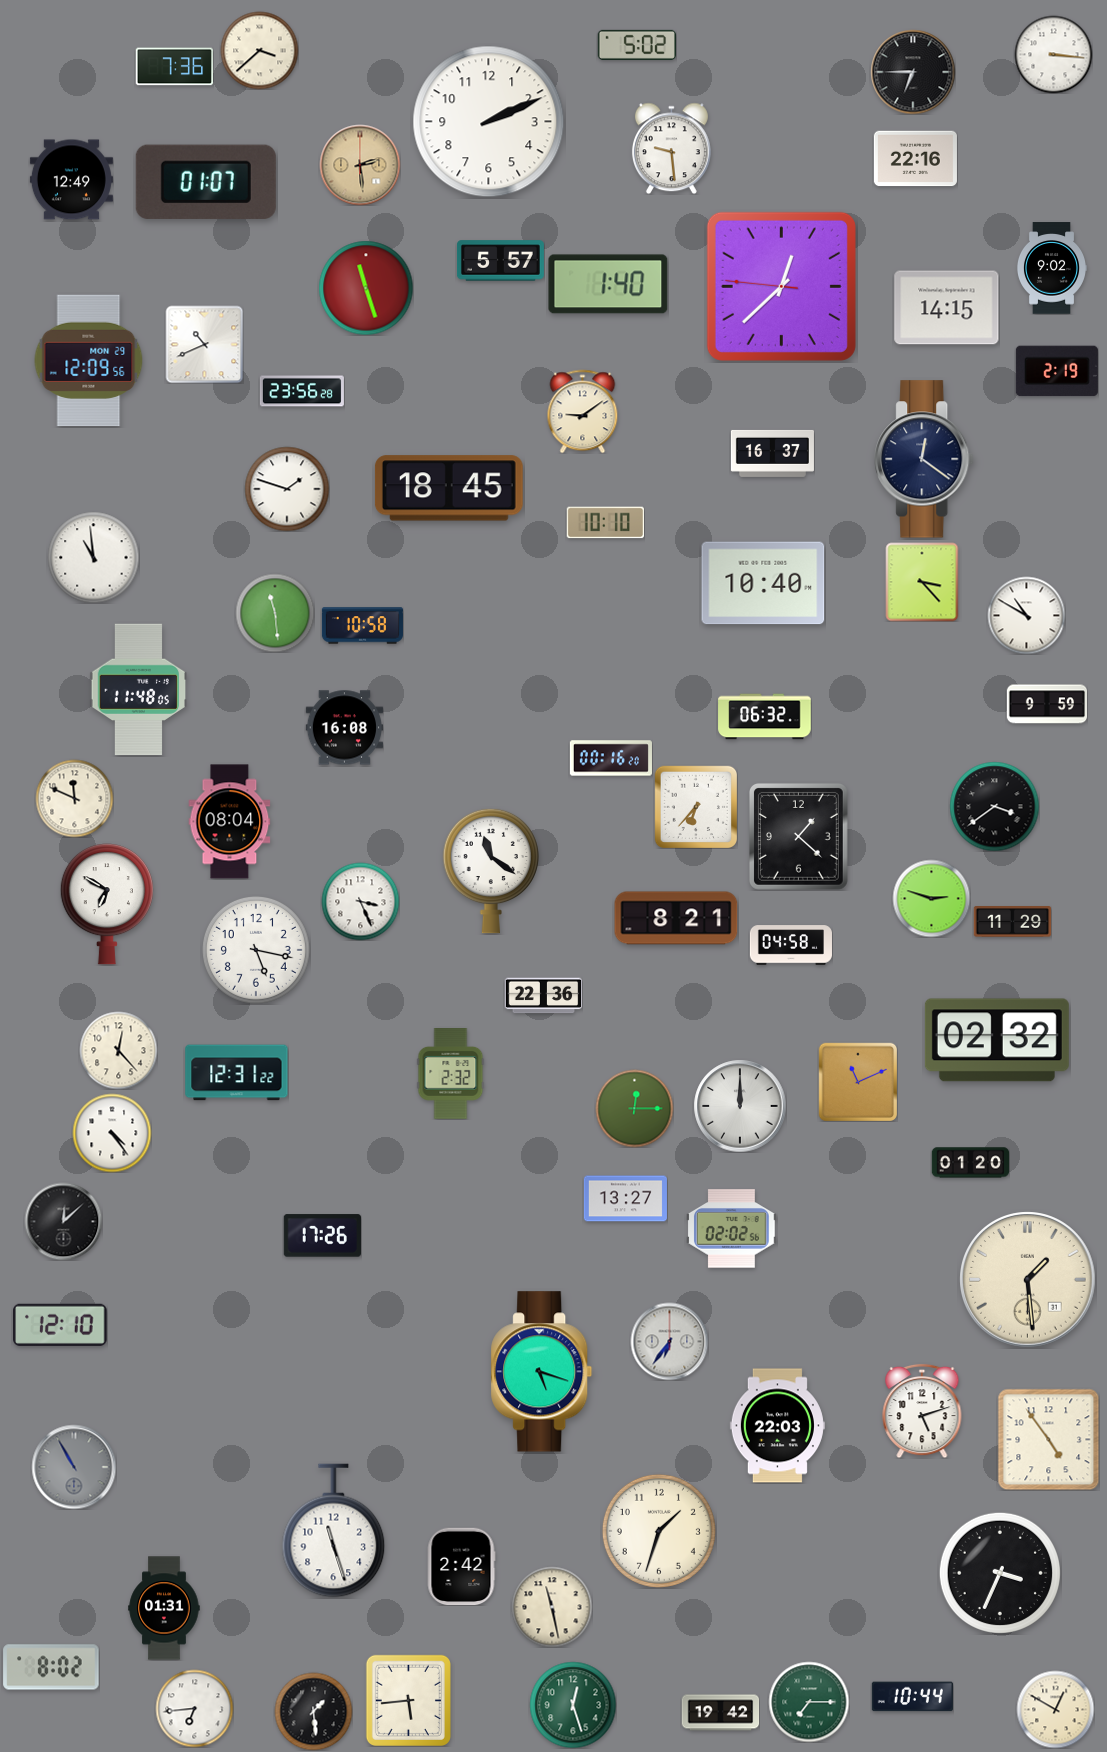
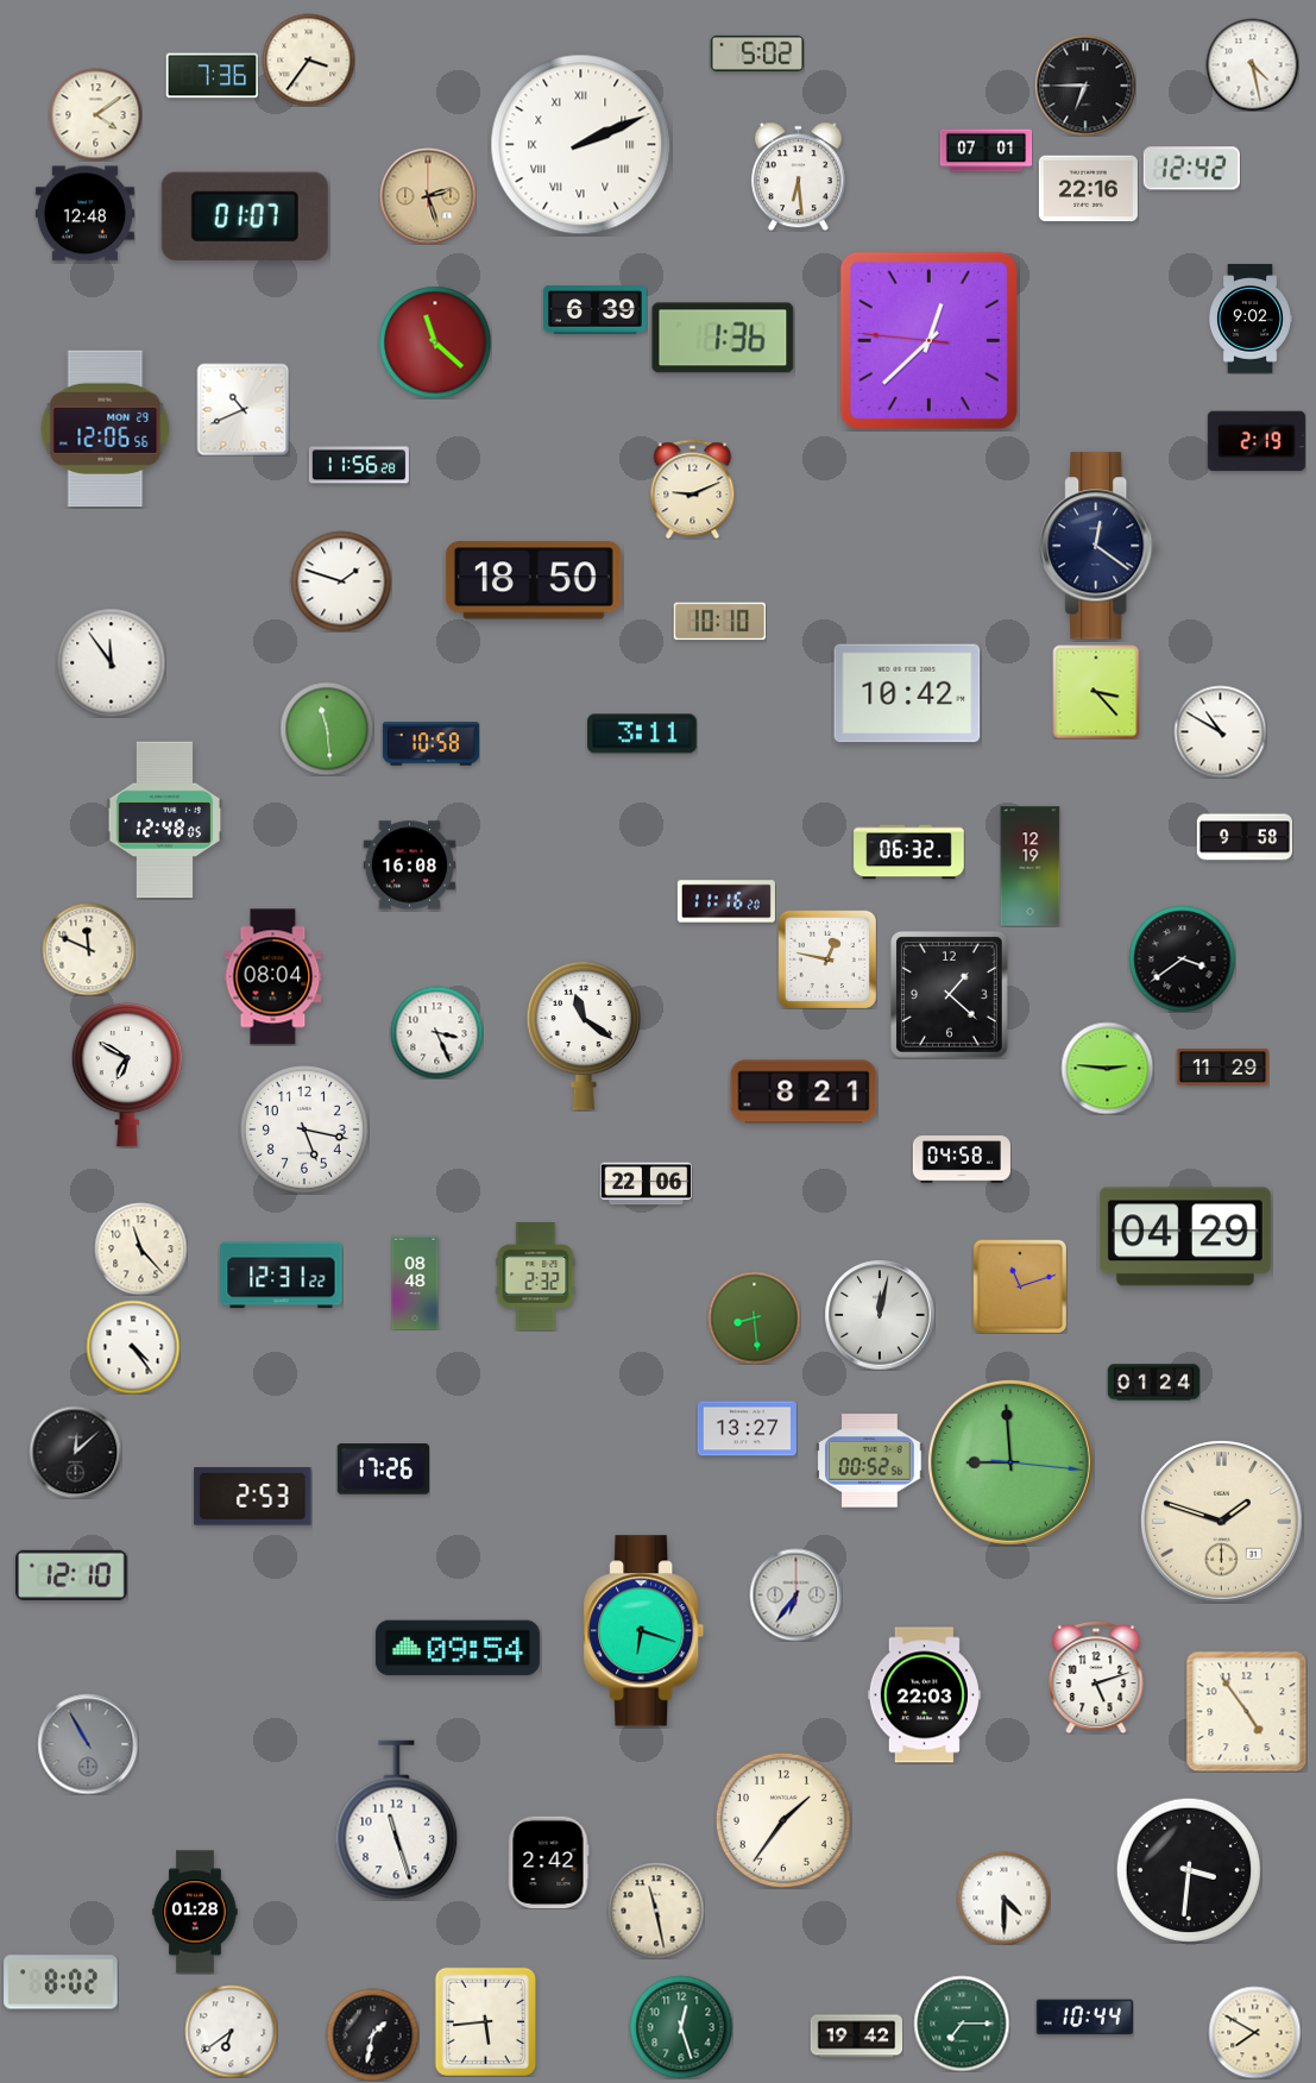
clock at (259, 50): 3:38 -> 3:36
clock at (1053, 54): 3:16 -> 4:28
clock at (174, 67) position: (174, 67) -> (212, 76)
clock at (95, 114): none -> 4:09
clock at (489, 122) numerals: Arabic -> Roman
clock at (986, 151): none -> 07:01
clock at (1191, 169): none -> 12:42
clock at (671, 148): 9:29 -> 6:29
clock at (360, 165): 2:29 -> 2:27
clock at (71, 180): 12:49 -> 12:48
clock at (500, 261): 5:57 -> 6:39
clock at (608, 284): 1:40 -> 1:36
clock at (366, 288): 11:27 -> 11:22
clock at (947, 308): 14:15 -> none
clock at (89, 361): 12:09 -> 12:06
clock at (302, 391): 23:56 -> 11:56
clock at (583, 411): 9:09 -> 9:11
clock at (772, 453): 16:37 -> none
clock at (449, 488): 18:45 -> 18:50
clock at (93, 557): 10:59 -> 11:54
clock at (763, 583): 10:40 -> 10:42
clock at (642, 734): none -> 3:11
clock at (139, 690): 11:48 -> 12:48
clock at (1046, 704): 9:59 -> 9:58
clock at (1031, 867): none -> 12:19
clock at (611, 758): 00:16 -> 11:16
clock at (695, 806): 6:37 -> 12:47
clock at (931, 898): 2:48 -> 2:46
clock at (360, 901) position: (360, 901) -> (436, 1032)
clock at (1012, 922) position: (1012, 922) -> (1222, 1068)
clock at (791, 945) position: (791, 945) -> (962, 1159)
clock at (543, 996): 22:36 -> 22:06
clock at (997, 1040): 02:32 -> 04:29
clock at (118, 1050): 12:23 -> 11:23
clock at (415, 1283): none -> 08:48
clock at (857, 1081): 11:11 -> 11:12
clock at (740, 1106): 12:00 -> 12:02
clock at (634, 1108): 12:15 -> 8:29
clock at (970, 1163): 01:20 -> 01:24
clock at (625, 1199) position: (625, 1199) -> (747, 1429)
clock at (732, 1229): 02:02 -> 00:52
clock at (1010, 1462): none -> 8:59
clock at (253, 1497): none -> 2:53
clock at (1028, 1280): 1:29 -> 1:48
clock at (542, 1372): 5:18 -> 6:18
clock at (458, 1648): none -> 09:54
clock at (659, 1531): 1:33 -> 1:36
clock at (1000, 1573): 3:34 -> 3:31
clock at (1003, 1898): none -> 4:30
clock at (164, 1608): 01:31 -> 01:28
clock at (194, 1708): 6:44 -> 6:39
clock at (1055, 1709): 12:50 -> 7:50
clock at (313, 1711): 1:29 -> 1:32
